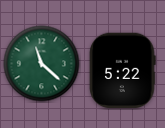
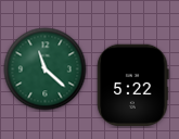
clock at (123, 71) position: (123, 71) -> (133, 86)
